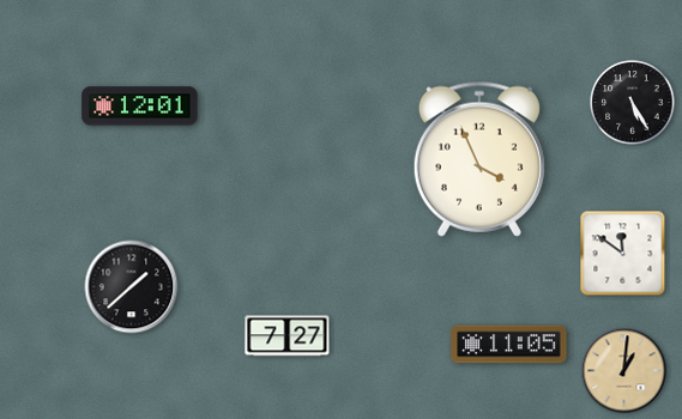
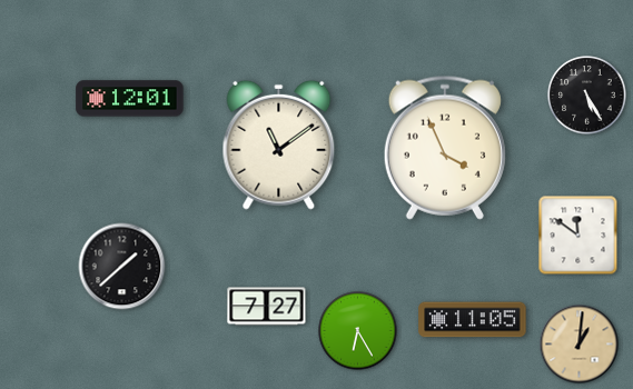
clock at (279, 144): none -> 11:09
clock at (288, 336) position: (288, 336) -> (267, 307)
clock at (358, 331): none -> 6:25
